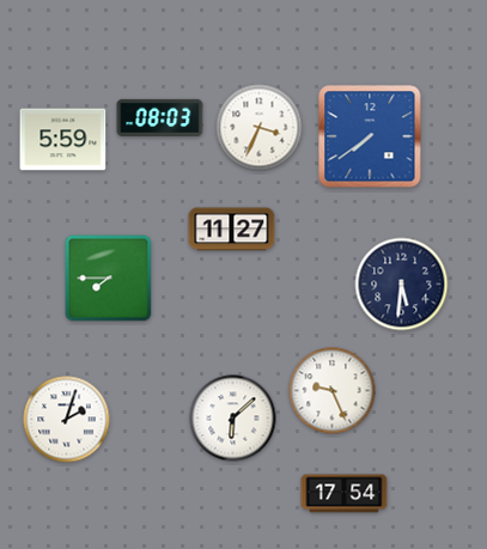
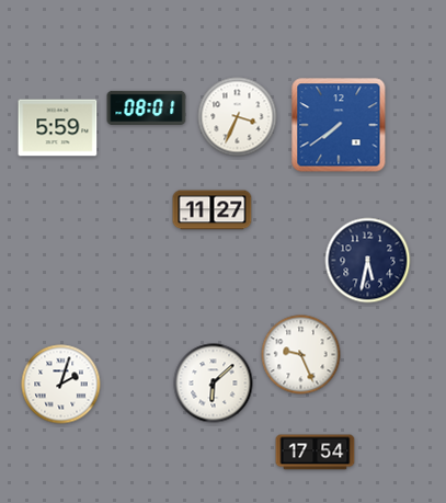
clock at (160, 117): 08:03 -> 08:01
clock at (109, 279): 7:45 -> none
clock at (402, 285): 5:31 -> 5:32
clock at (333, 391) position: (333, 391) -> (301, 355)
